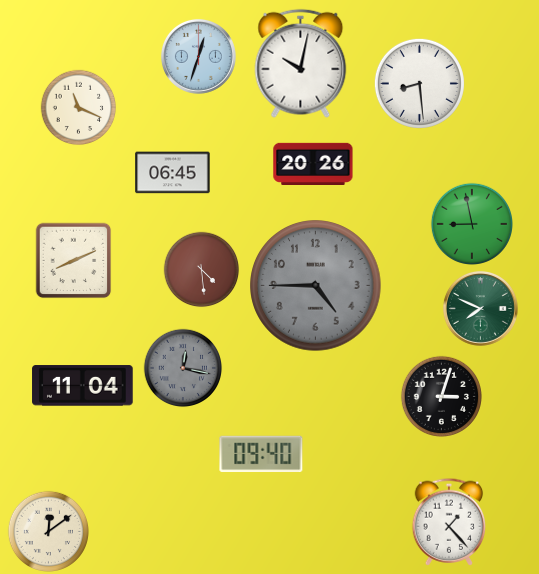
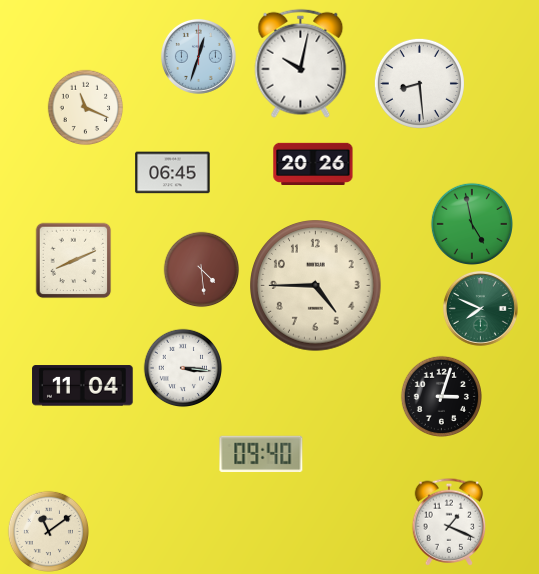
clock at (79, 108) position: (79, 108) -> (86, 108)
clock at (471, 223): 8:58 -> 4:58
clock at (316, 286) dial: grey -> cream
clock at (183, 368): 12:17 -> 3:16
clock at (183, 368) dial: grey -> white
clock at (449, 522): 1:23 -> 1:19
clock at (48, 531): 12:09 -> 11:09
